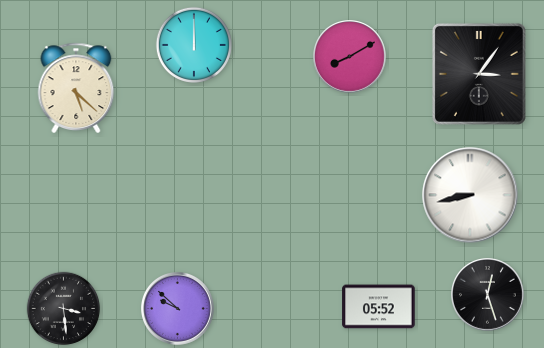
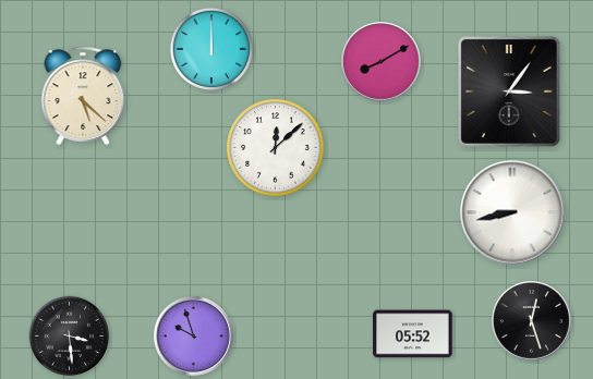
clock at (479, 74) position: (479, 74) -> (509, 91)
clock at (276, 148): none -> 12:08
clock at (178, 309): 9:52 -> 9:57
